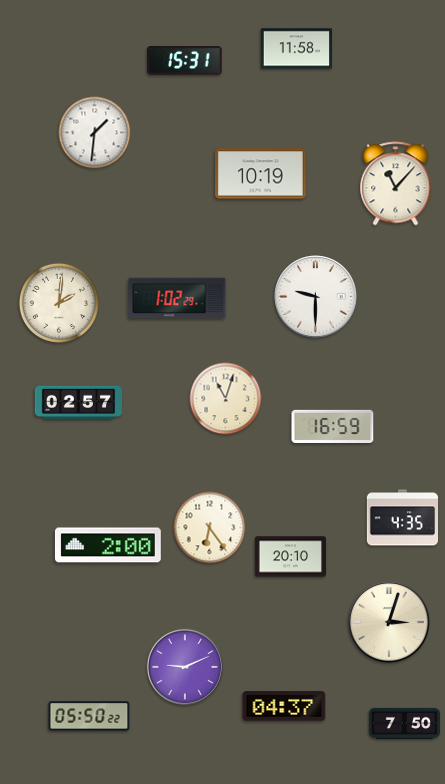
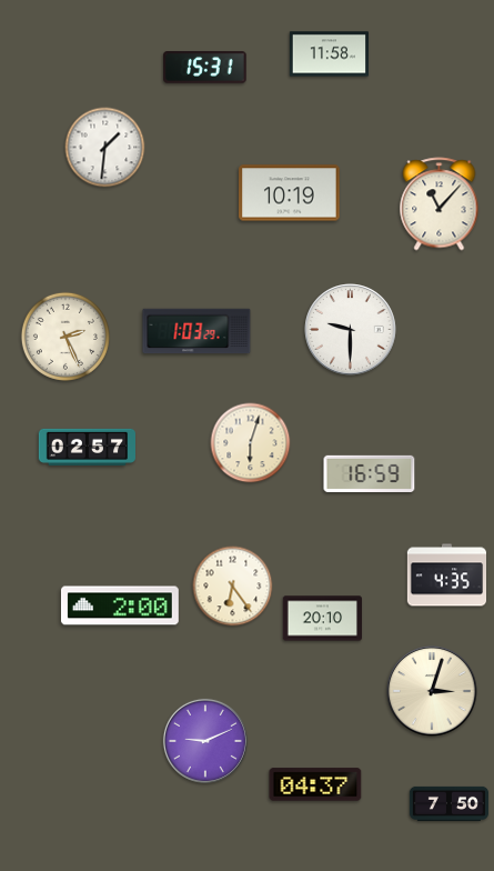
clock at (177, 298): 1:02 -> 1:03
clock at (59, 303): 2:01 -> 2:26
clock at (226, 399): 11:03 -> 6:03
clock at (89, 716): 05:50 -> none
